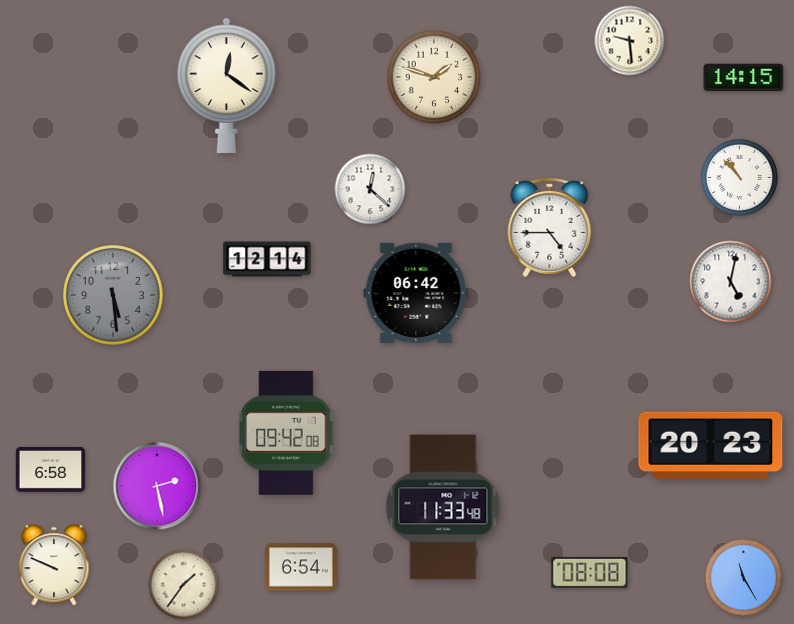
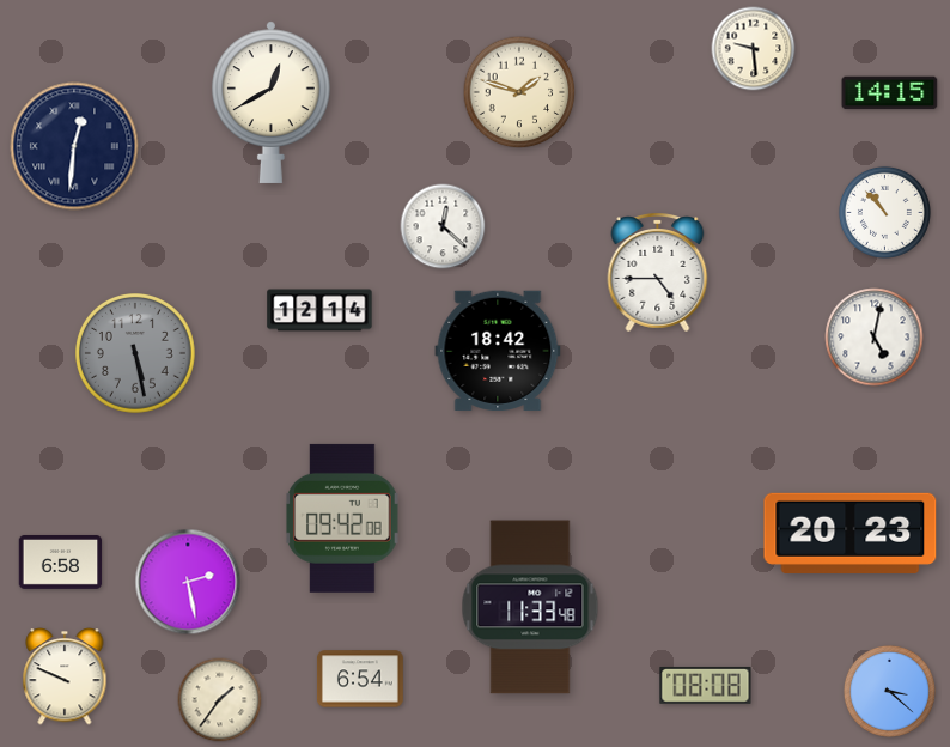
clock at (226, 85): 12:21 -> 12:40
clock at (74, 146): none -> 12:31
clock at (416, 293): 06:42 -> 18:42
clock at (114, 296): 5:29 -> 5:28
clock at (743, 577): 11:25 -> 3:22
